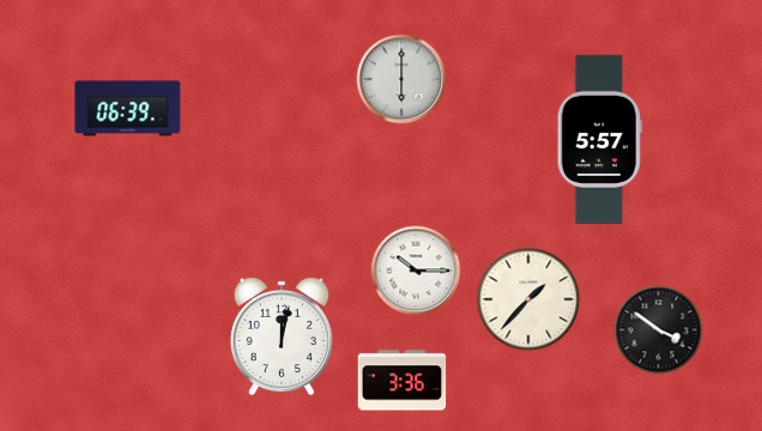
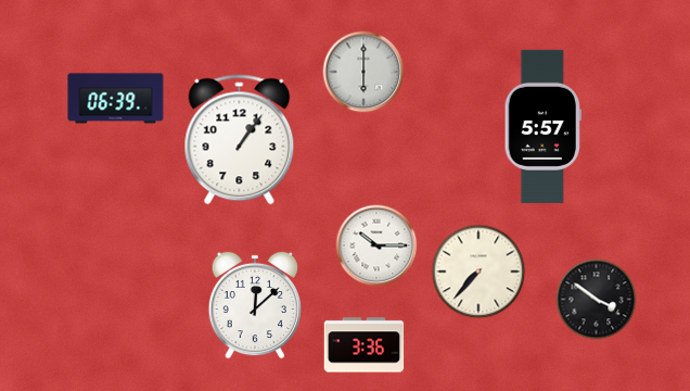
clock at (240, 140): none -> 1:06
clock at (528, 299): 1:37 -> 7:37
clock at (282, 336): 12:02 -> 12:08
